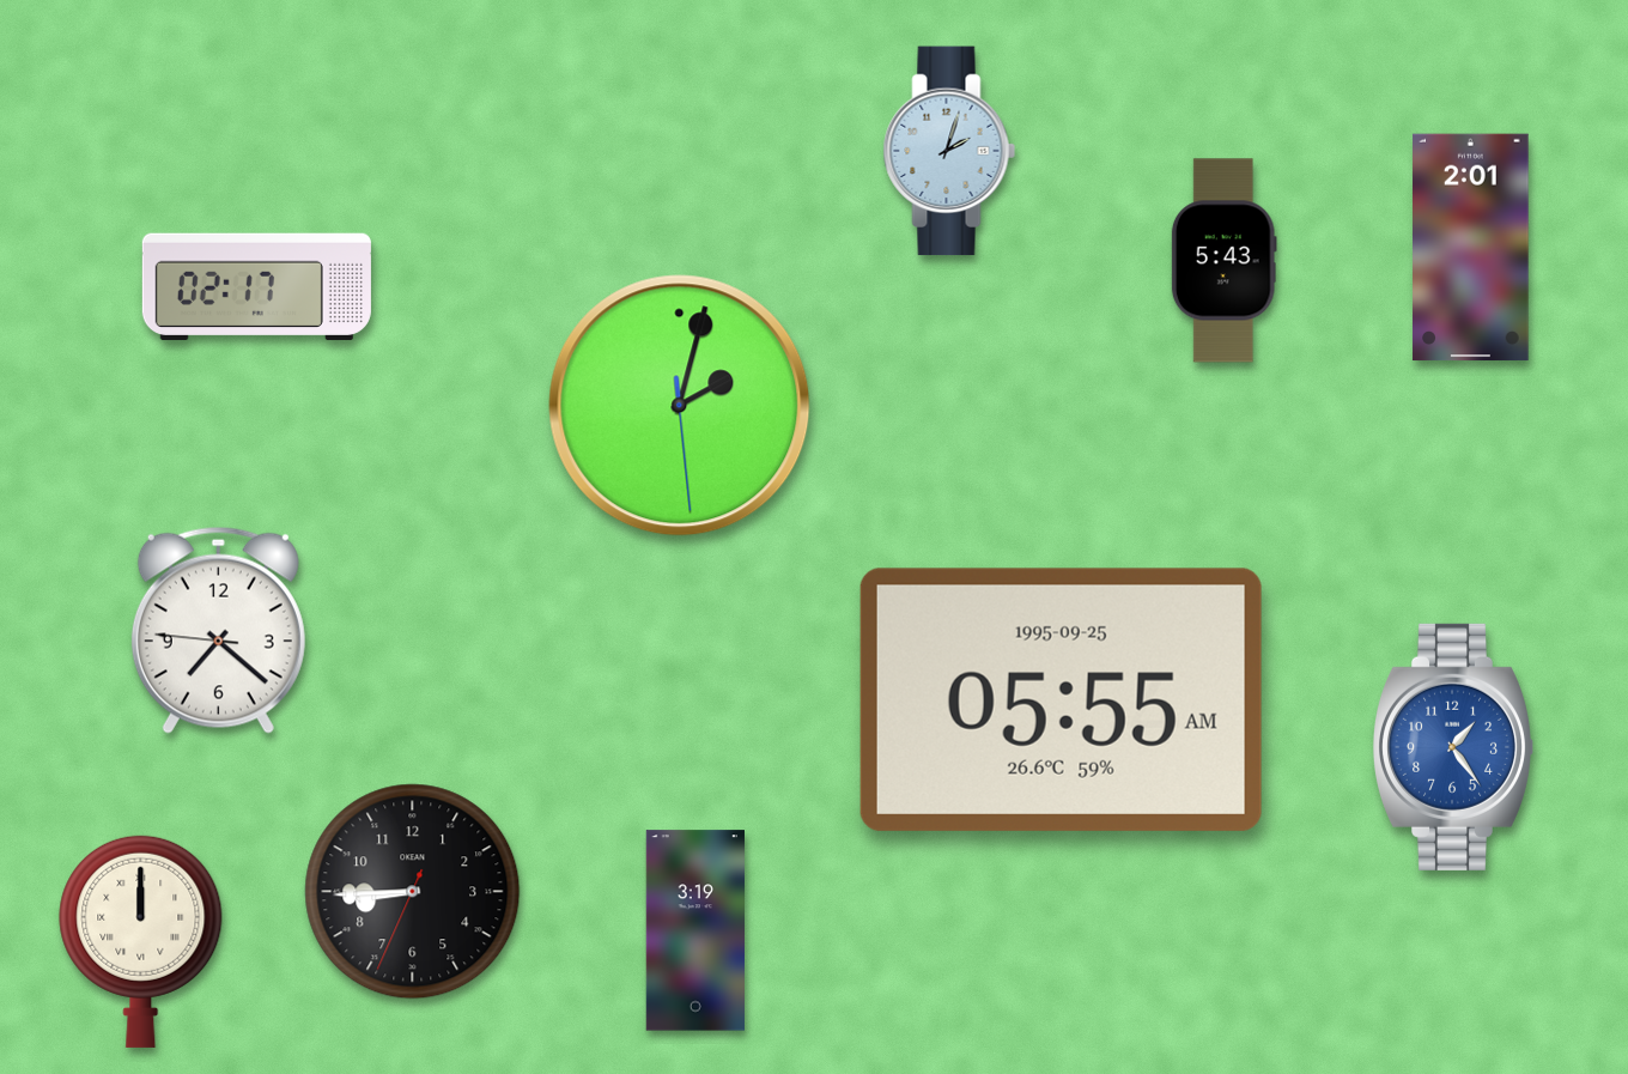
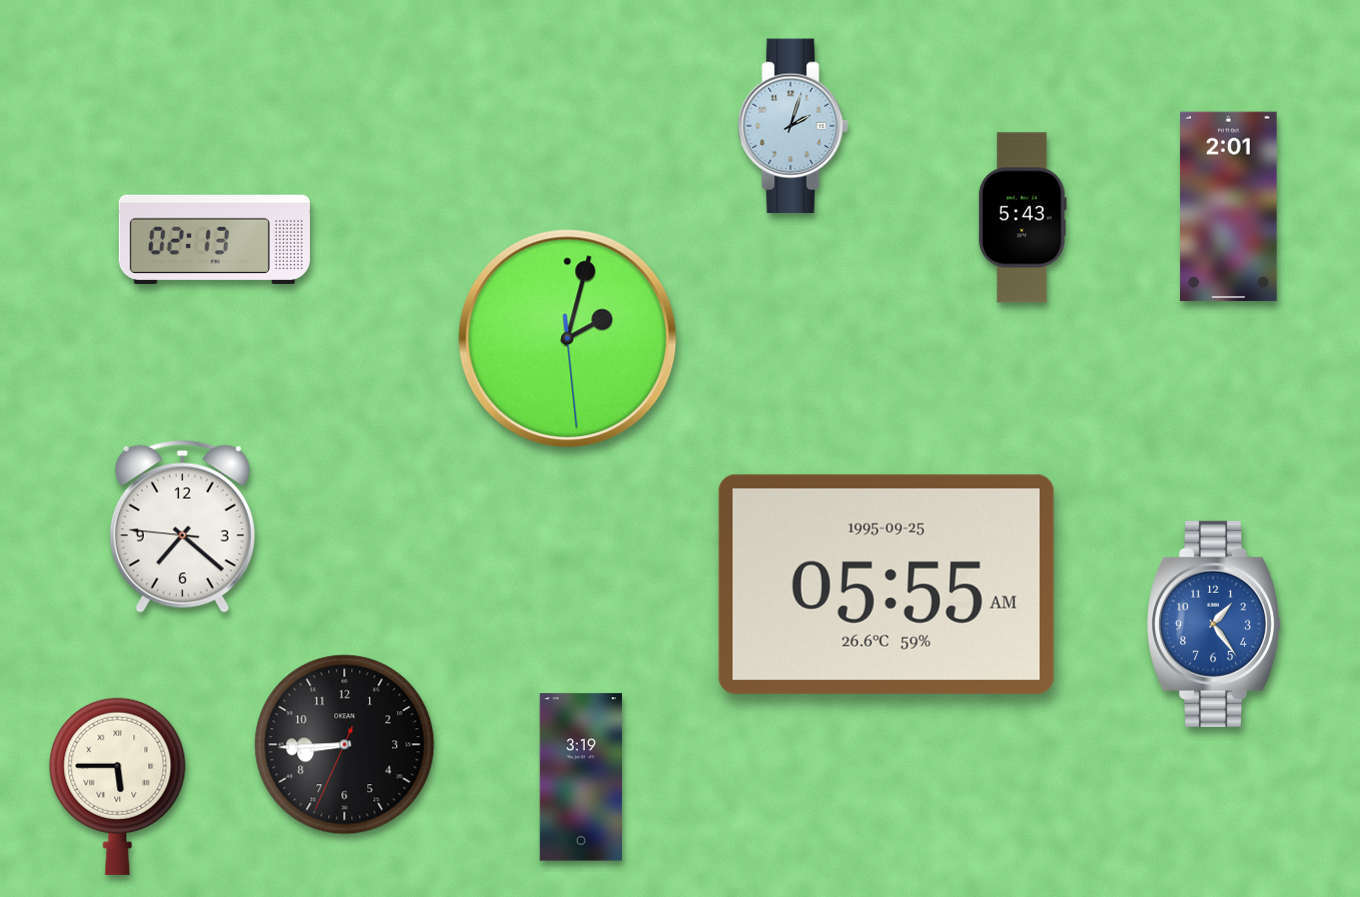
clock at (256, 286): 02:17 -> 02:13
clock at (141, 941): 12:00 -> 5:45
